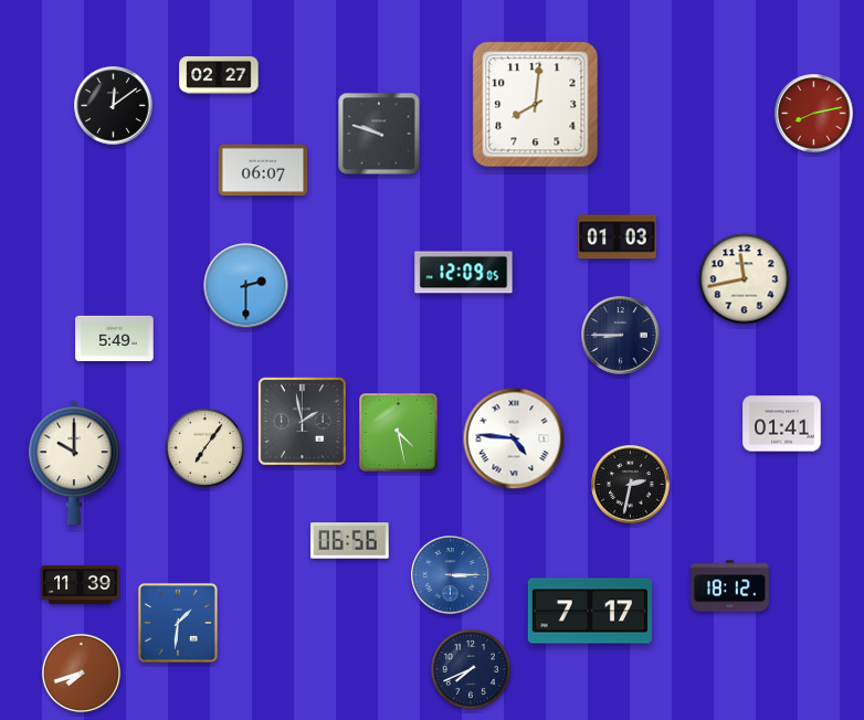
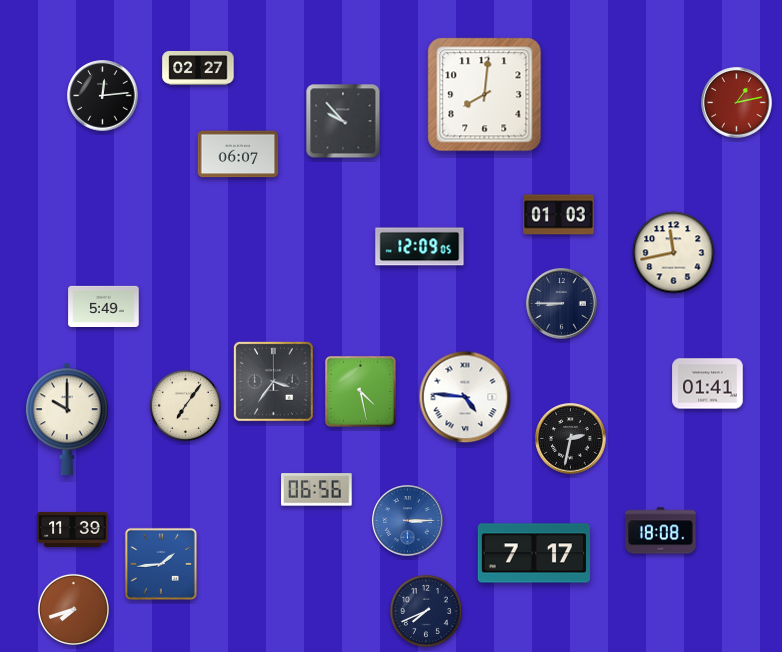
clock at (114, 106): 12:09 -> 12:14
clock at (814, 114): 8:13 -> 1:13
clock at (379, 134): 9:48 -> 9:53
clock at (246, 286): 2:30 -> none
clock at (302, 421): 1:58 -> 3:36
clock at (730, 586): 18:12 -> 18:08
clock at (178, 623): 1:31 -> 1:44
clock at (471, 669) position: (471, 669) -> (426, 611)
